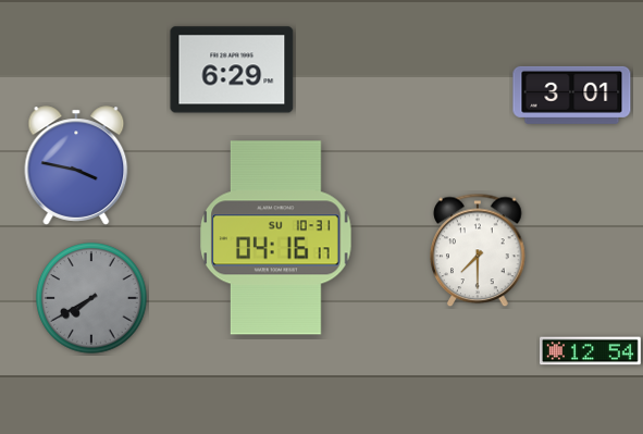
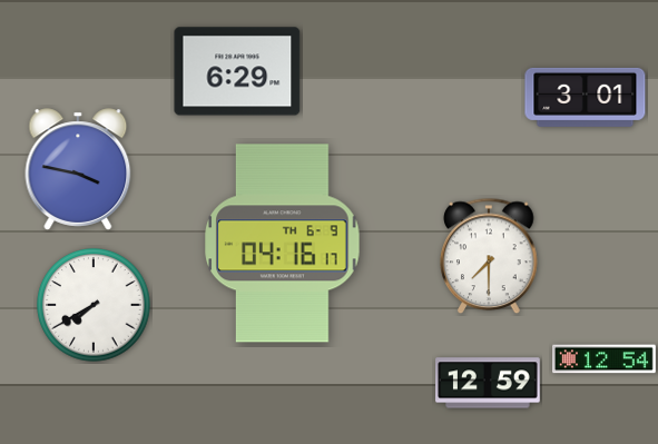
clock at (276, 238) date: SU 10-31 -> TH 6-9
clock at (91, 298) dial: grey -> white
clock at (488, 383): none -> 12:59
